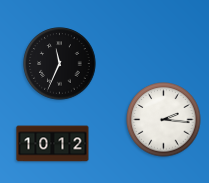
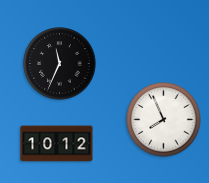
clock at (164, 120): 2:16 -> 7:56
clock at (53, 144) position: (53, 144) -> (57, 144)
